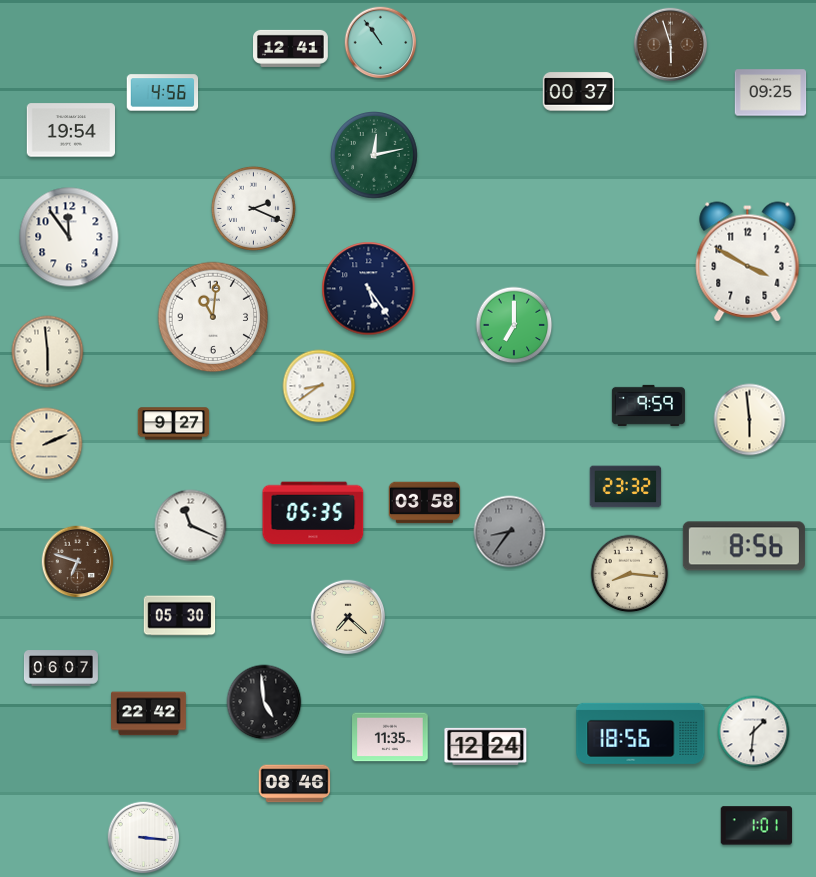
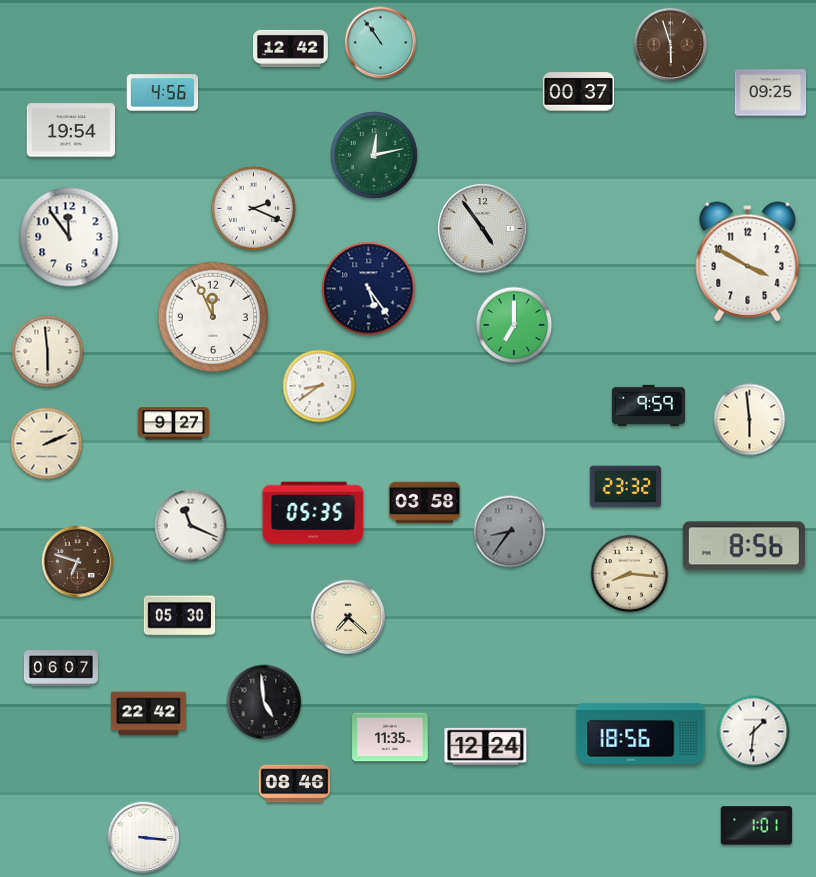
clock at (291, 48): 12:41 -> 12:42
clock at (483, 229): none -> 4:54
clock at (213, 317): 11:01 -> 11:56
